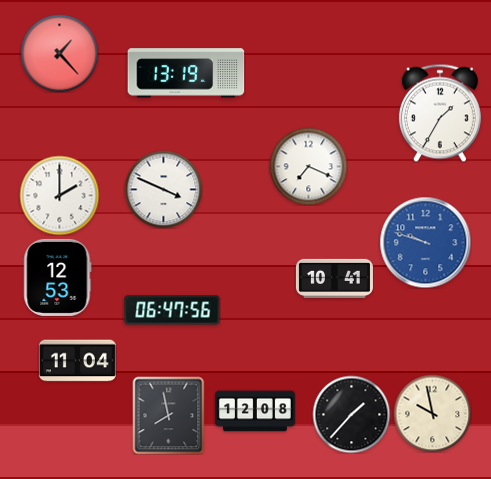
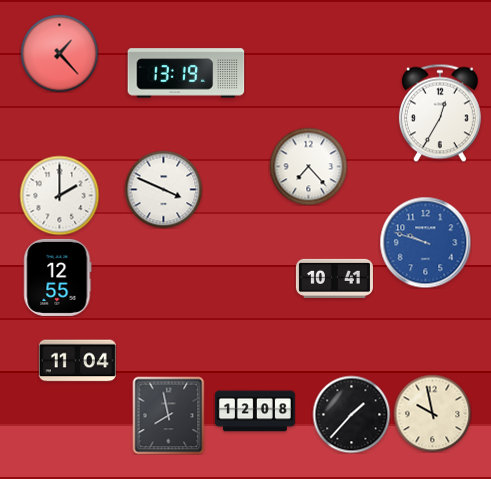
clock at (440, 113): 1:35 -> 12:35
clock at (308, 166): 7:19 -> 7:23
clock at (58, 277): 12:53 -> 12:55
clock at (172, 310): 06:47 -> none
